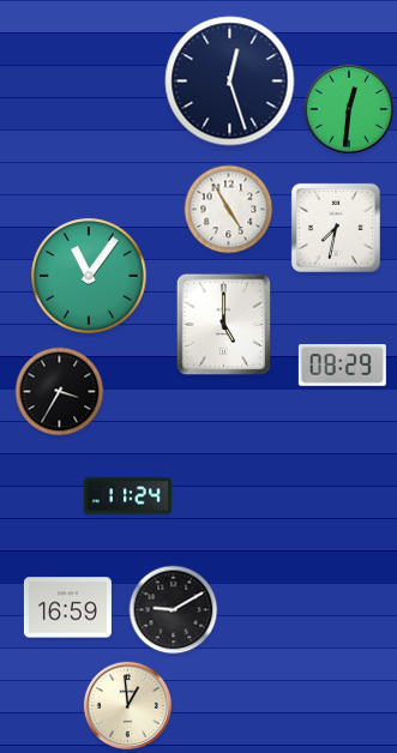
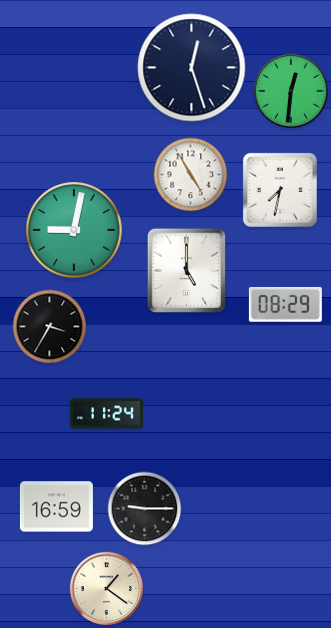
clock at (89, 276): 11:06 -> 9:02
clock at (174, 610): 9:10 -> 9:15
clock at (127, 705): 12:59 -> 1:21
